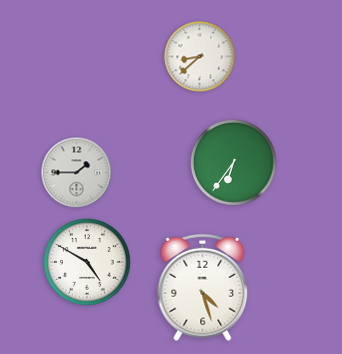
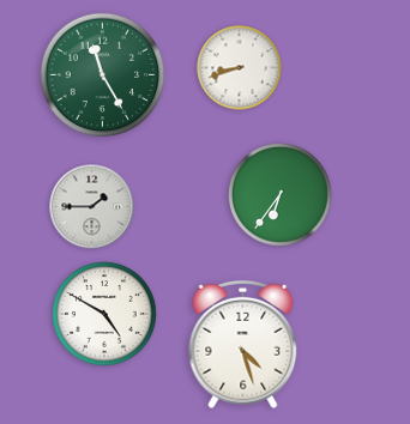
clock at (200, 57): 8:38 -> 8:42
clock at (103, 75): none -> 11:25
